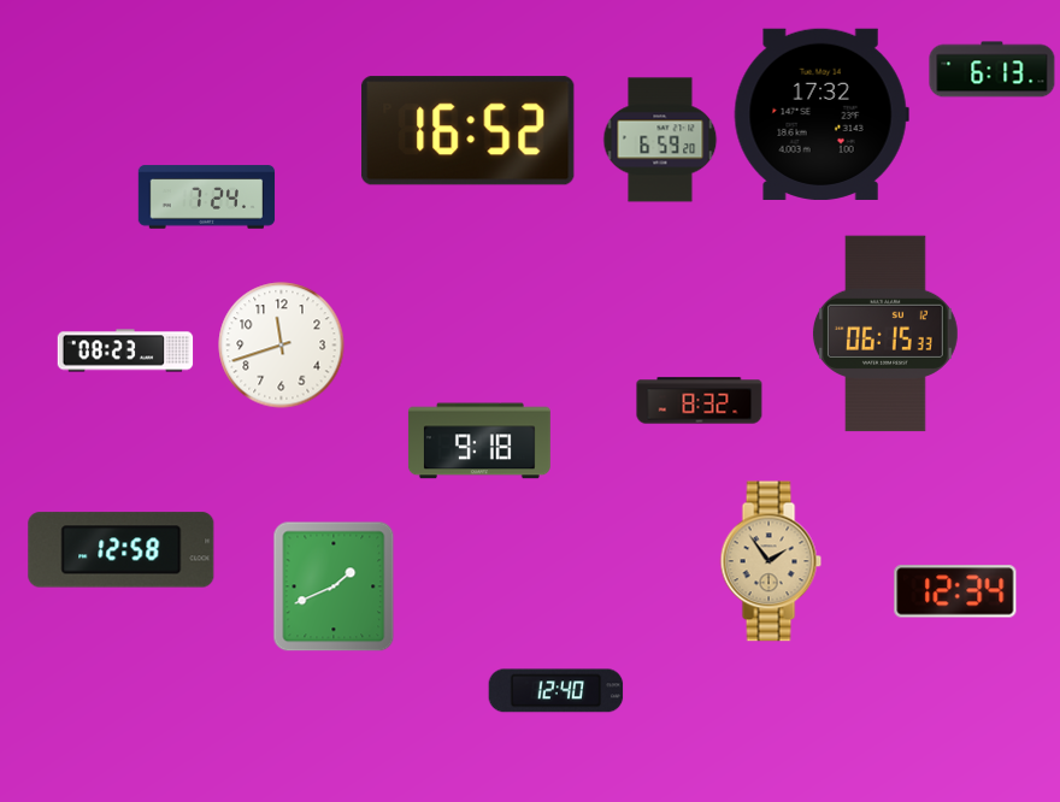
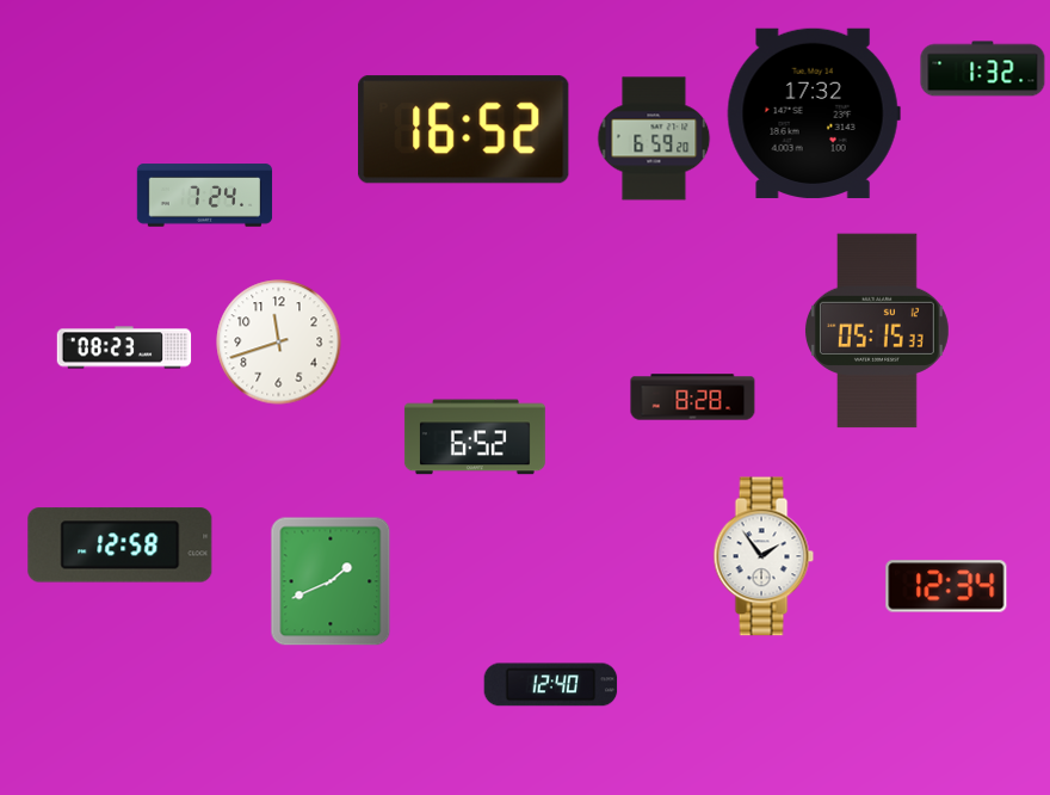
clock at (993, 70): 6:13 -> 1:32
clock at (885, 334): 06:15 -> 05:15
clock at (700, 401): 8:32 -> 8:28
clock at (479, 441): 9:18 -> 6:52
clock at (771, 561) dial: champagne -> white
